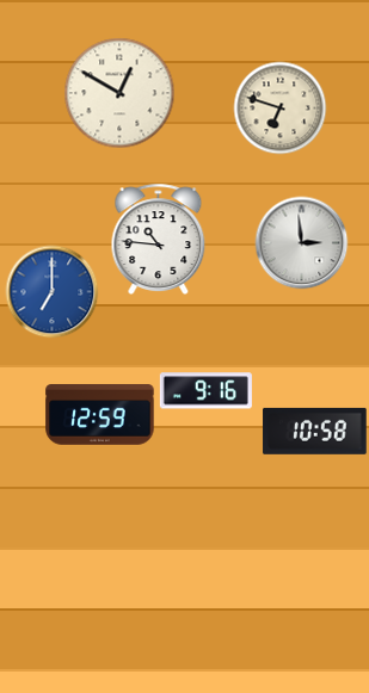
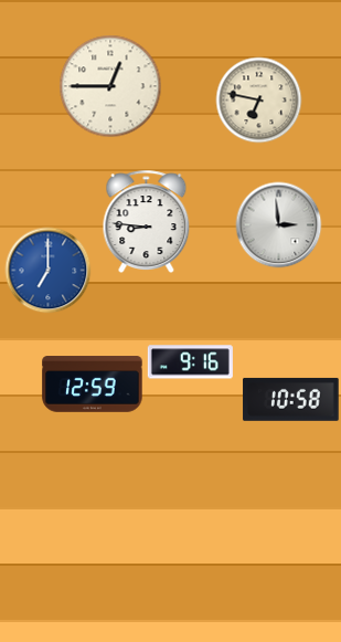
clock at (119, 93): 12:50 -> 12:45
clock at (279, 107): 6:48 -> 6:47
clock at (159, 239): 10:46 -> 8:46
